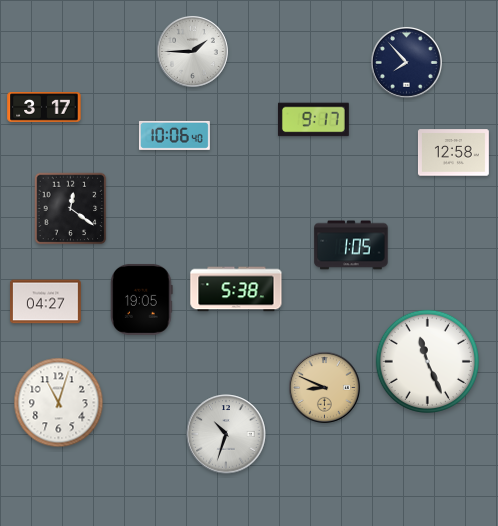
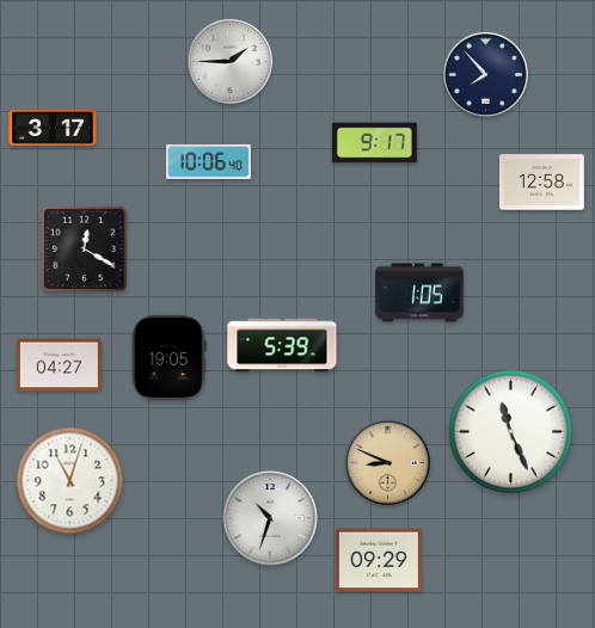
clock at (71, 209): 12:21 -> 12:20
clock at (236, 289): 5:38 -> 5:39
clock at (45, 302) position: (45, 302) -> (59, 365)
clock at (379, 560): none -> 09:29
